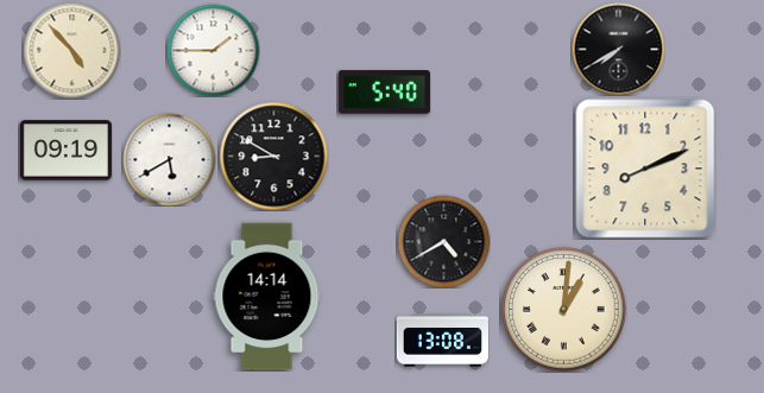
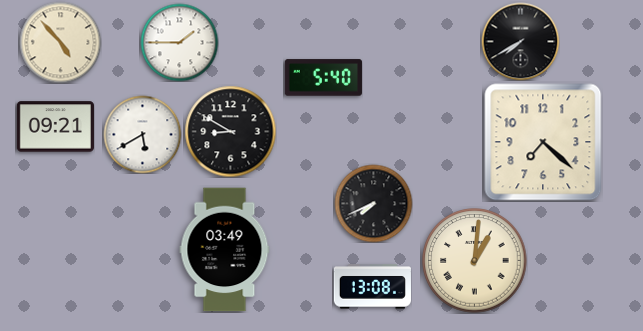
clock at (65, 151): 09:19 -> 09:21
clock at (645, 169): 8:11 -> 7:22
clock at (443, 241): 4:40 -> 7:41
clock at (267, 297): 14:14 -> 03:49
